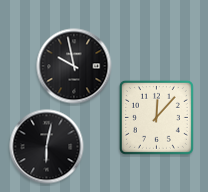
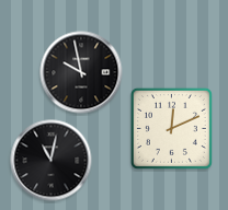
clock at (156, 117): 12:07 -> 12:11
clock at (47, 147): 6:02 -> 11:02
